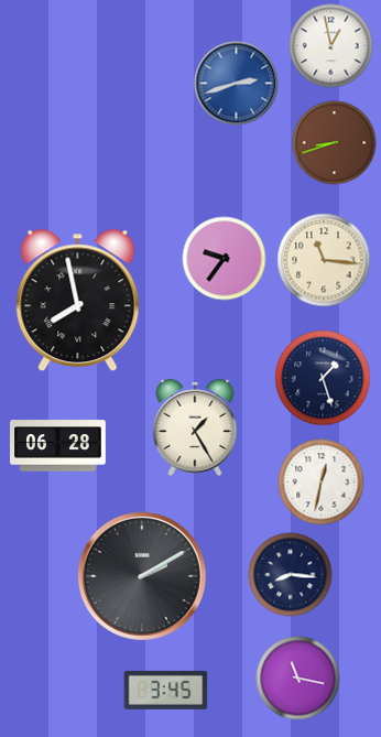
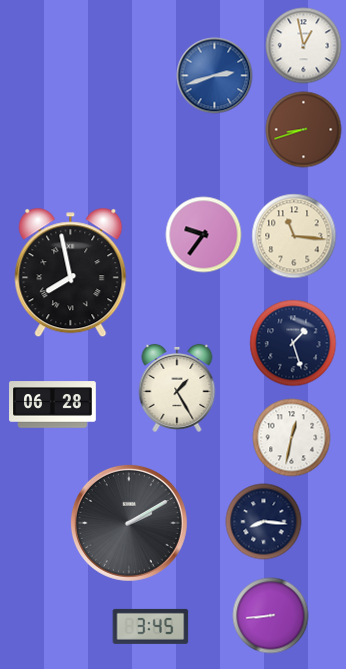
clock at (331, 46) position: (331, 46) -> (304, 46)
clock at (298, 679): 11:17 -> 8:44
